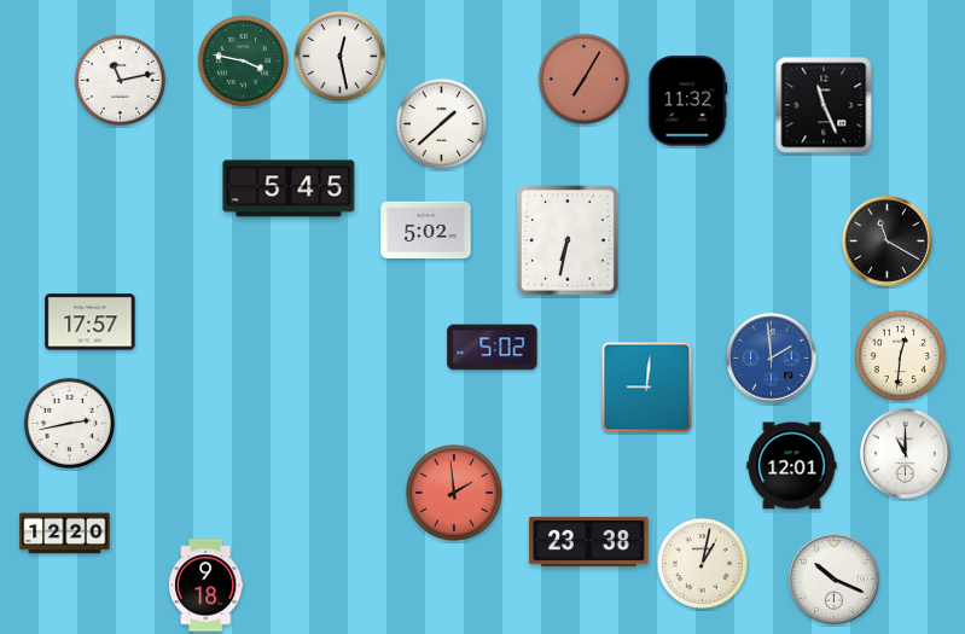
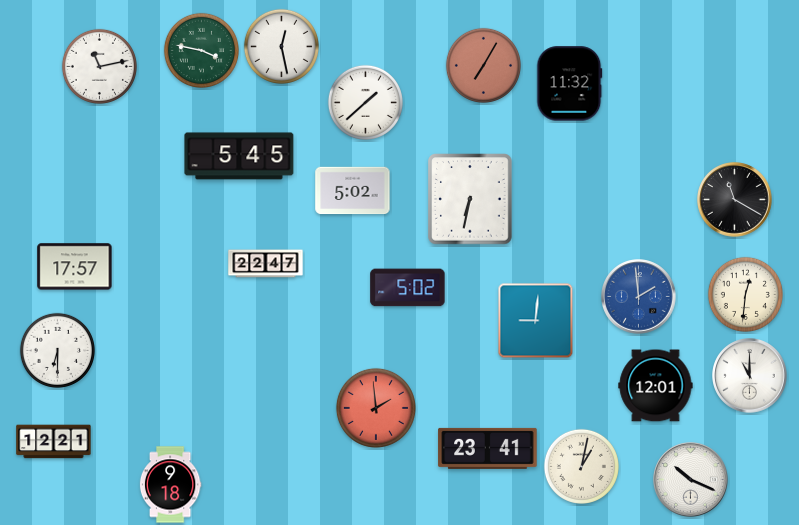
clock at (824, 105): 11:26 -> none
clock at (266, 264): none -> 22:47
clock at (69, 423): 2:43 -> 6:30
clock at (65, 534): 12:20 -> 12:21
clock at (589, 541): 23:38 -> 23:41
